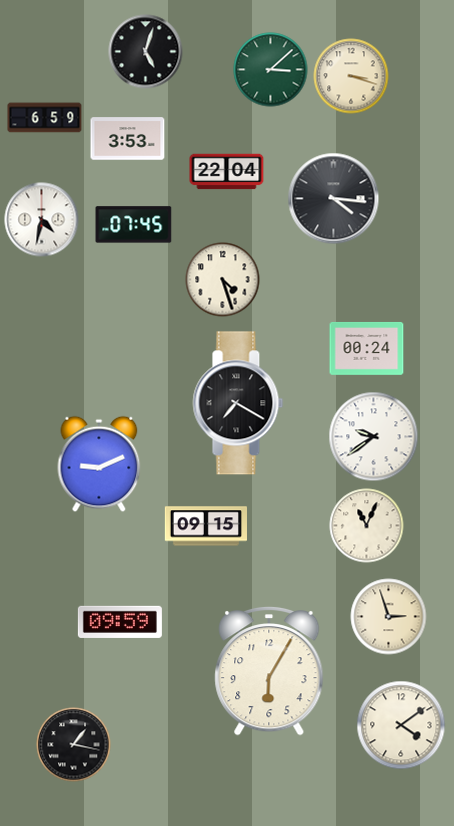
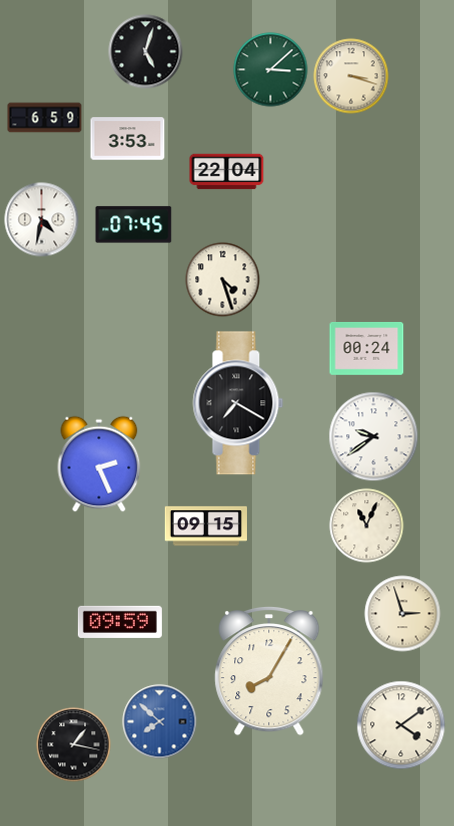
clock at (334, 199): 4:16 -> none
clock at (99, 464): 9:11 -> 2:26
clock at (389, 617) position: (389, 617) -> (403, 614)
clock at (269, 671): 6:05 -> 8:05
clock at (160, 722): none -> 7:52
